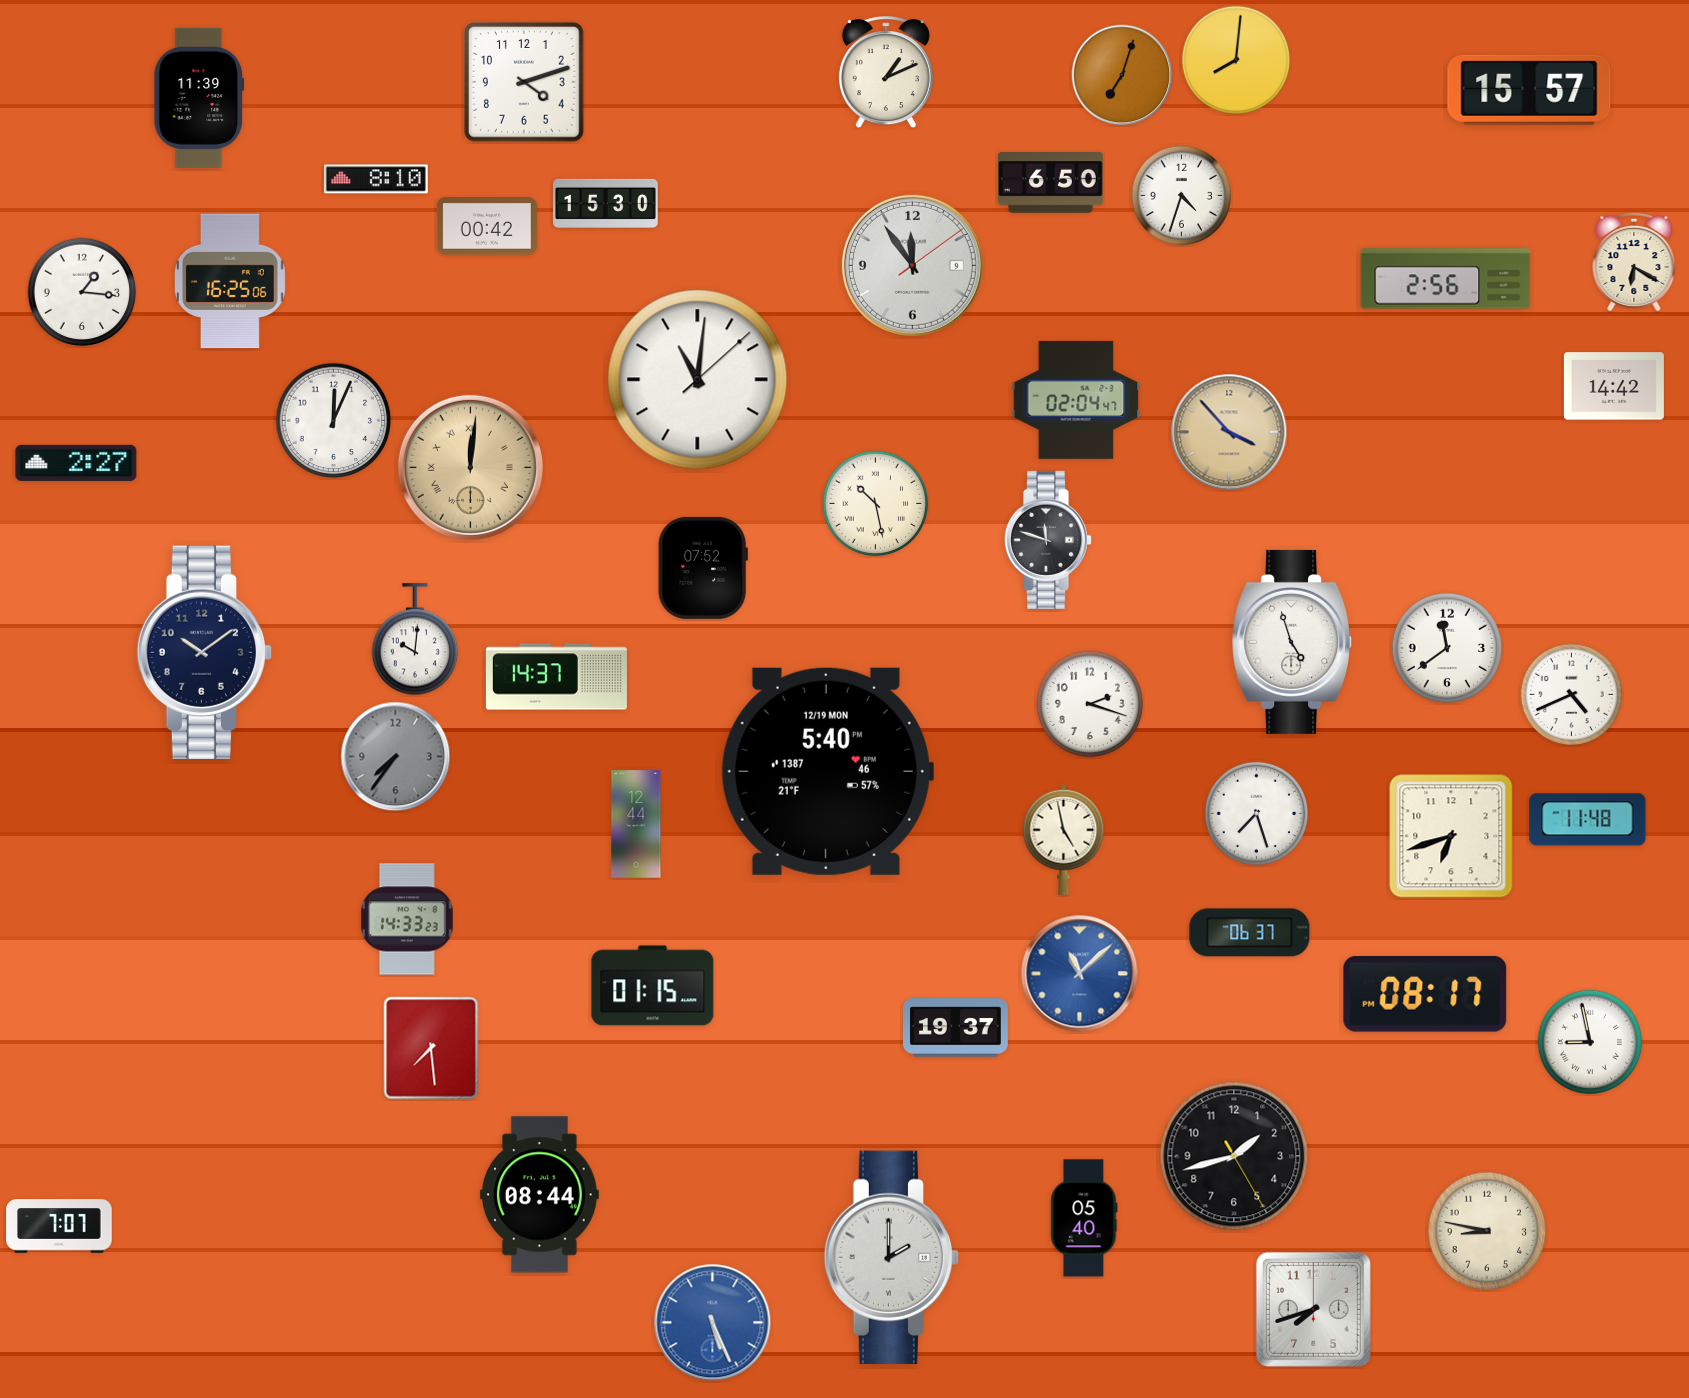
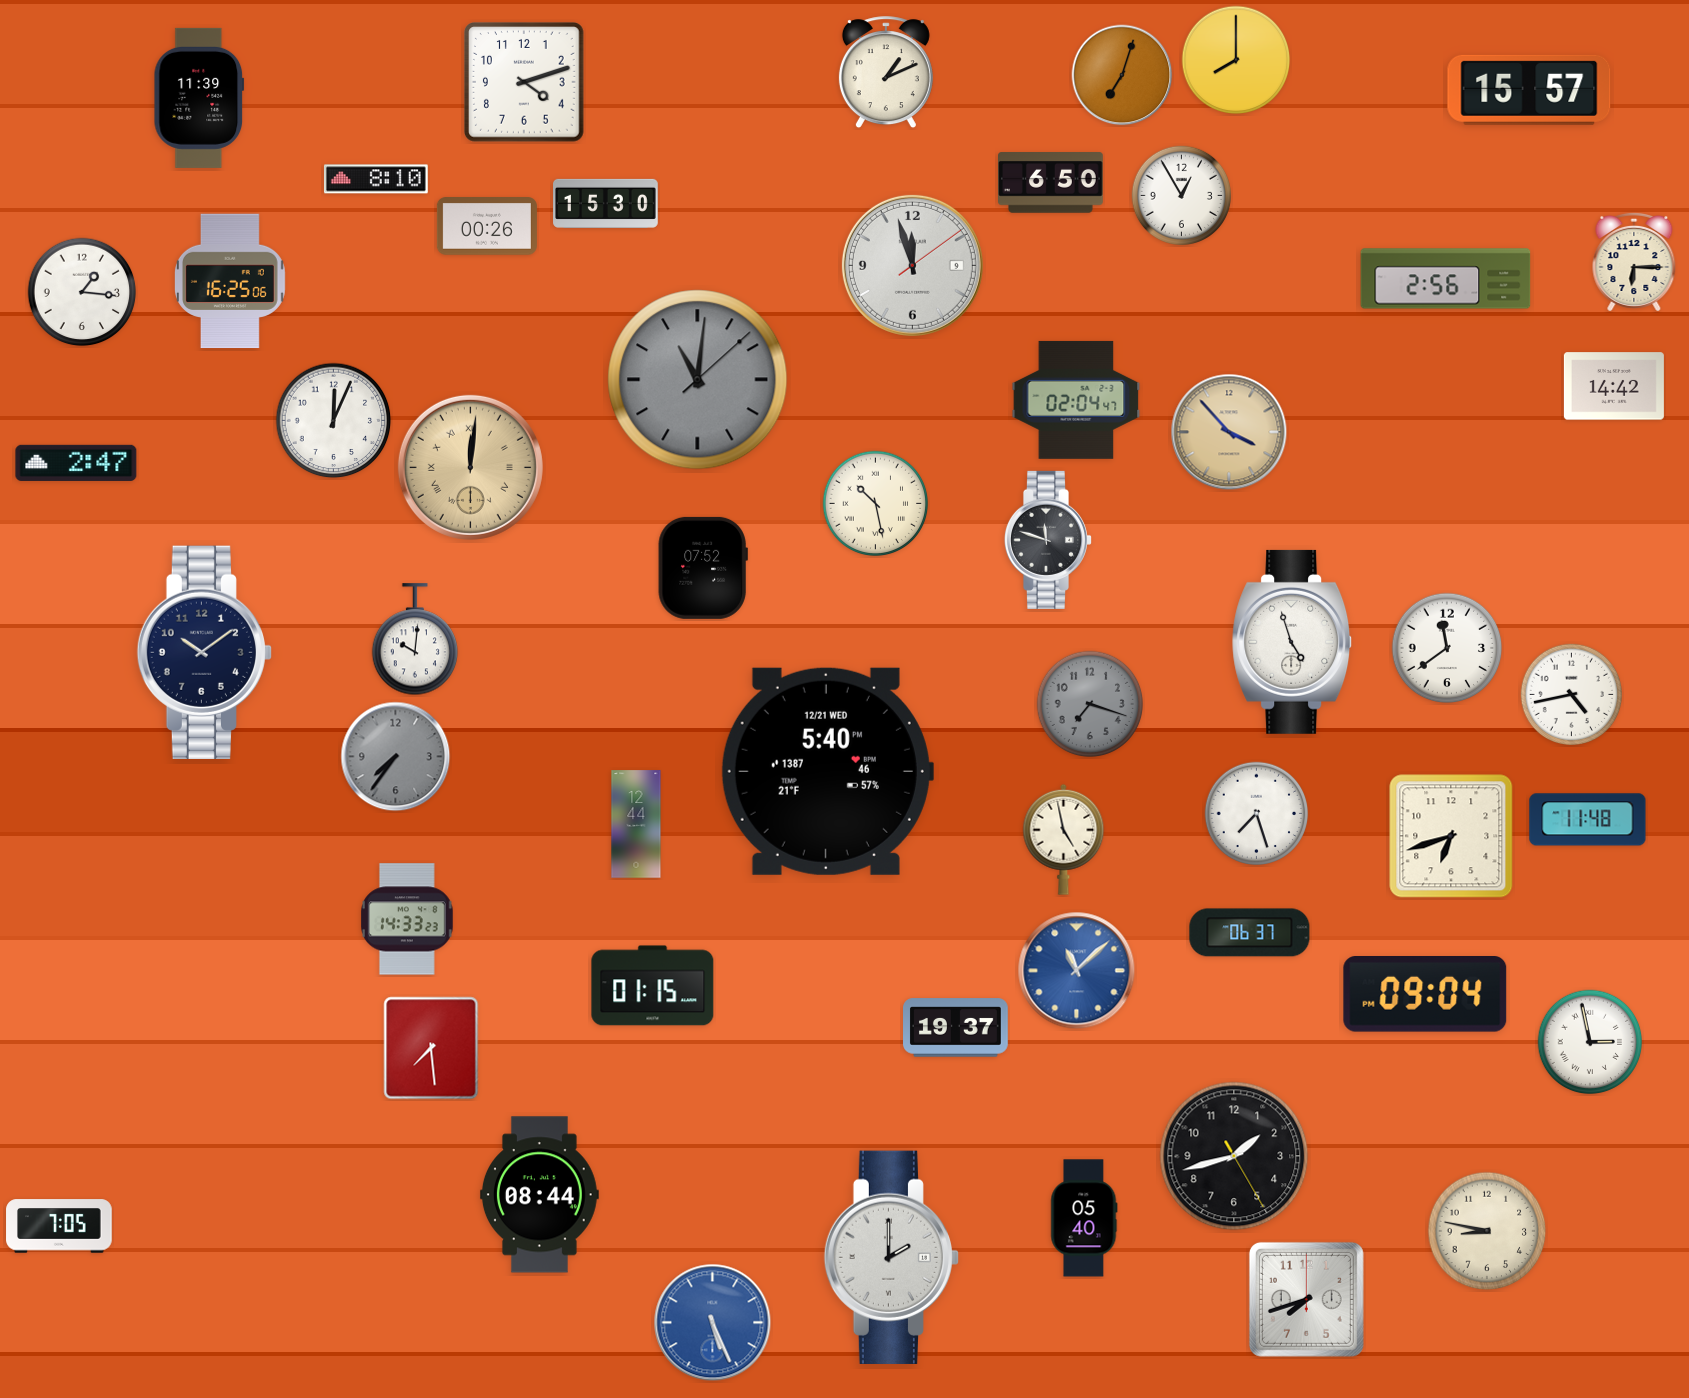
clock at (1236, 60): 8:01 -> 8:00
clock at (1181, 195): 4:33 -> 12:55
clock at (487, 226): 00:42 -> 00:26
clock at (1634, 262): 6:20 -> 6:15
clock at (912, 265): 11:54 -> 11:57
clock at (698, 380) dial: white -> grey
clock at (76, 463): 2:27 -> 2:47
clock at (556, 677): 14:37 -> none
clock at (1571, 694): 4:41 -> 4:43
clock at (1090, 704): 2:18 -> 7:18
clock at (1090, 704) dial: white -> grey
clock at (827, 771) date: 12/19 MON -> 12/21 WED
clock at (1080, 974) position: (1080, 974) -> (1077, 971)
clock at (1425, 995): 08:17 -> 09:04
clock at (1590, 1042): 8:58 -> 2:58
clock at (59, 1226): 7:07 -> 7:05
clock at (1313, 1309) position: (1313, 1309) -> (1306, 1299)
